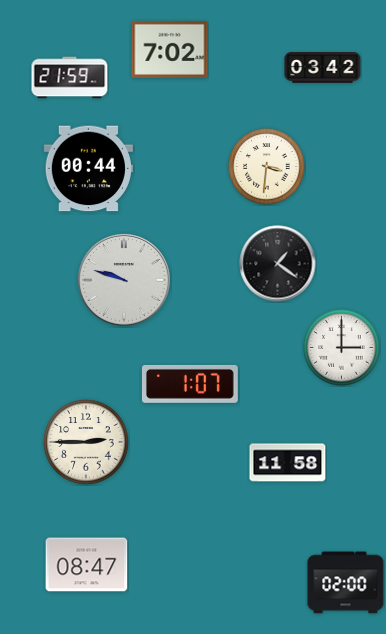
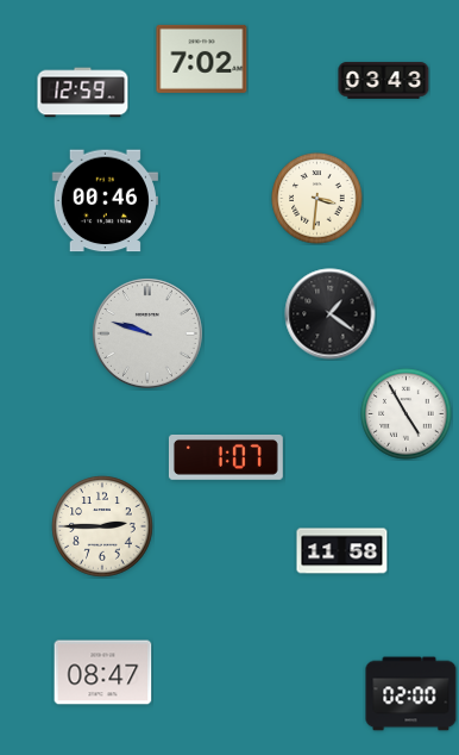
clock at (323, 68): 03:42 -> 03:43
clock at (70, 78): 21:59 -> 12:59
clock at (88, 169): 00:44 -> 00:46
clock at (342, 348): 3:00 -> 4:55
